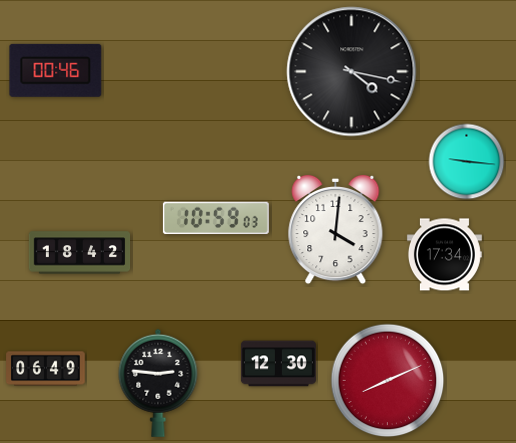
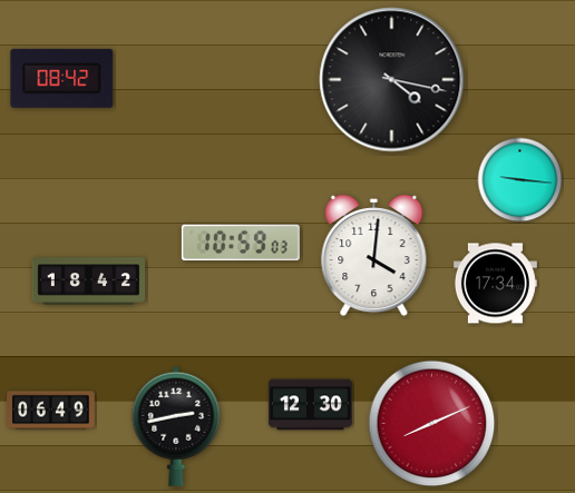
clock at (56, 70): 00:46 -> 08:42
clock at (158, 383): 2:46 -> 2:43
